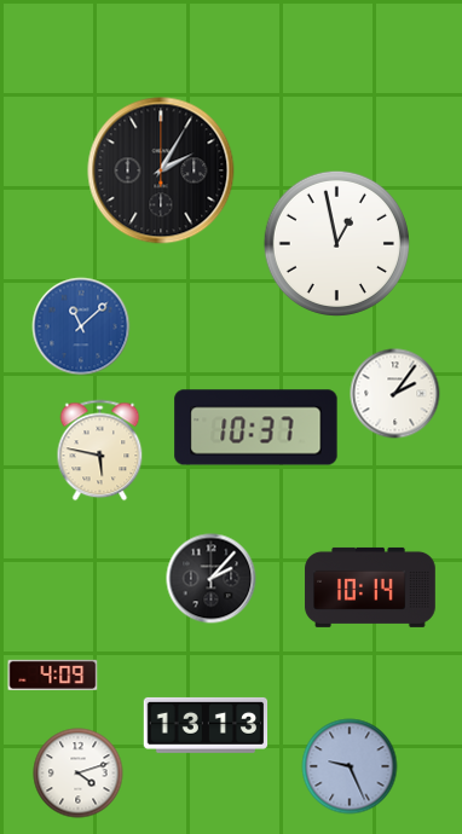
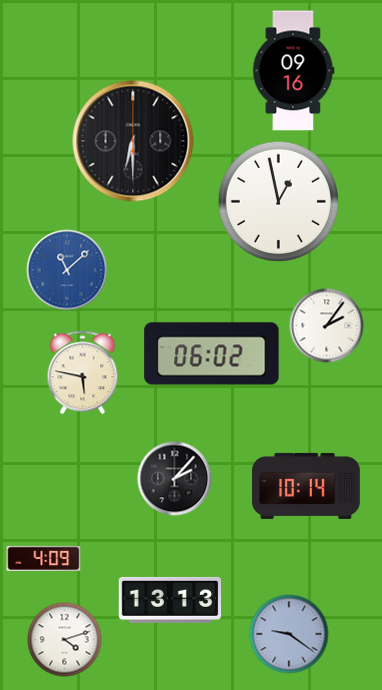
clock at (294, 71): none -> 09:16
clock at (161, 170): 2:05 -> 6:30
clock at (256, 428): 10:37 -> 06:02
clock at (350, 766): 9:26 -> 9:21
